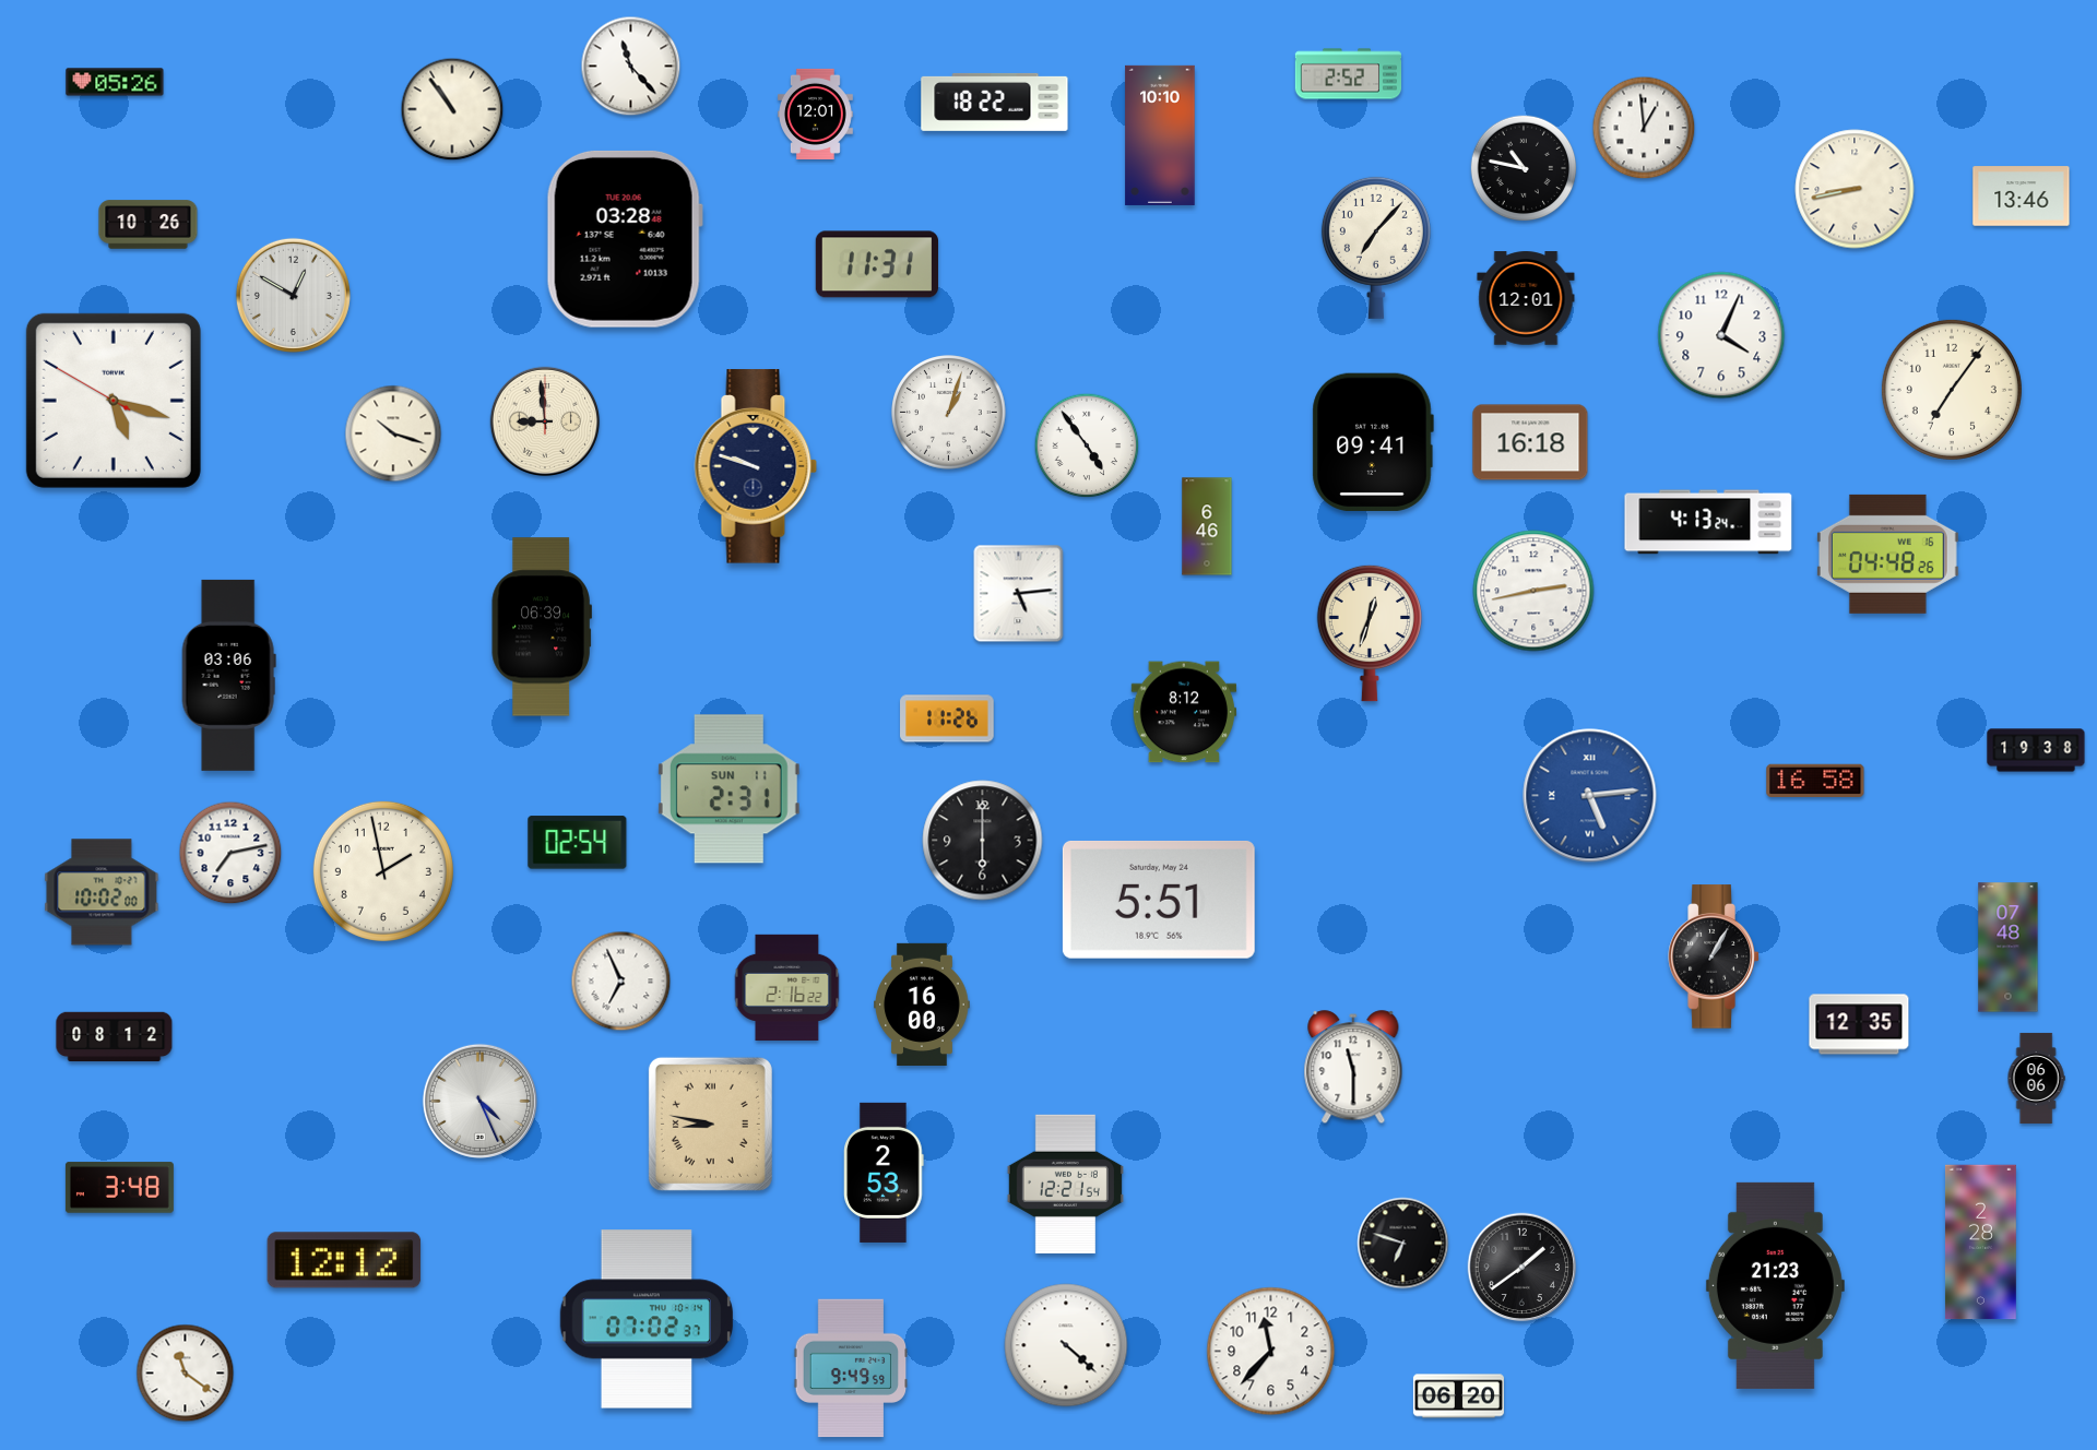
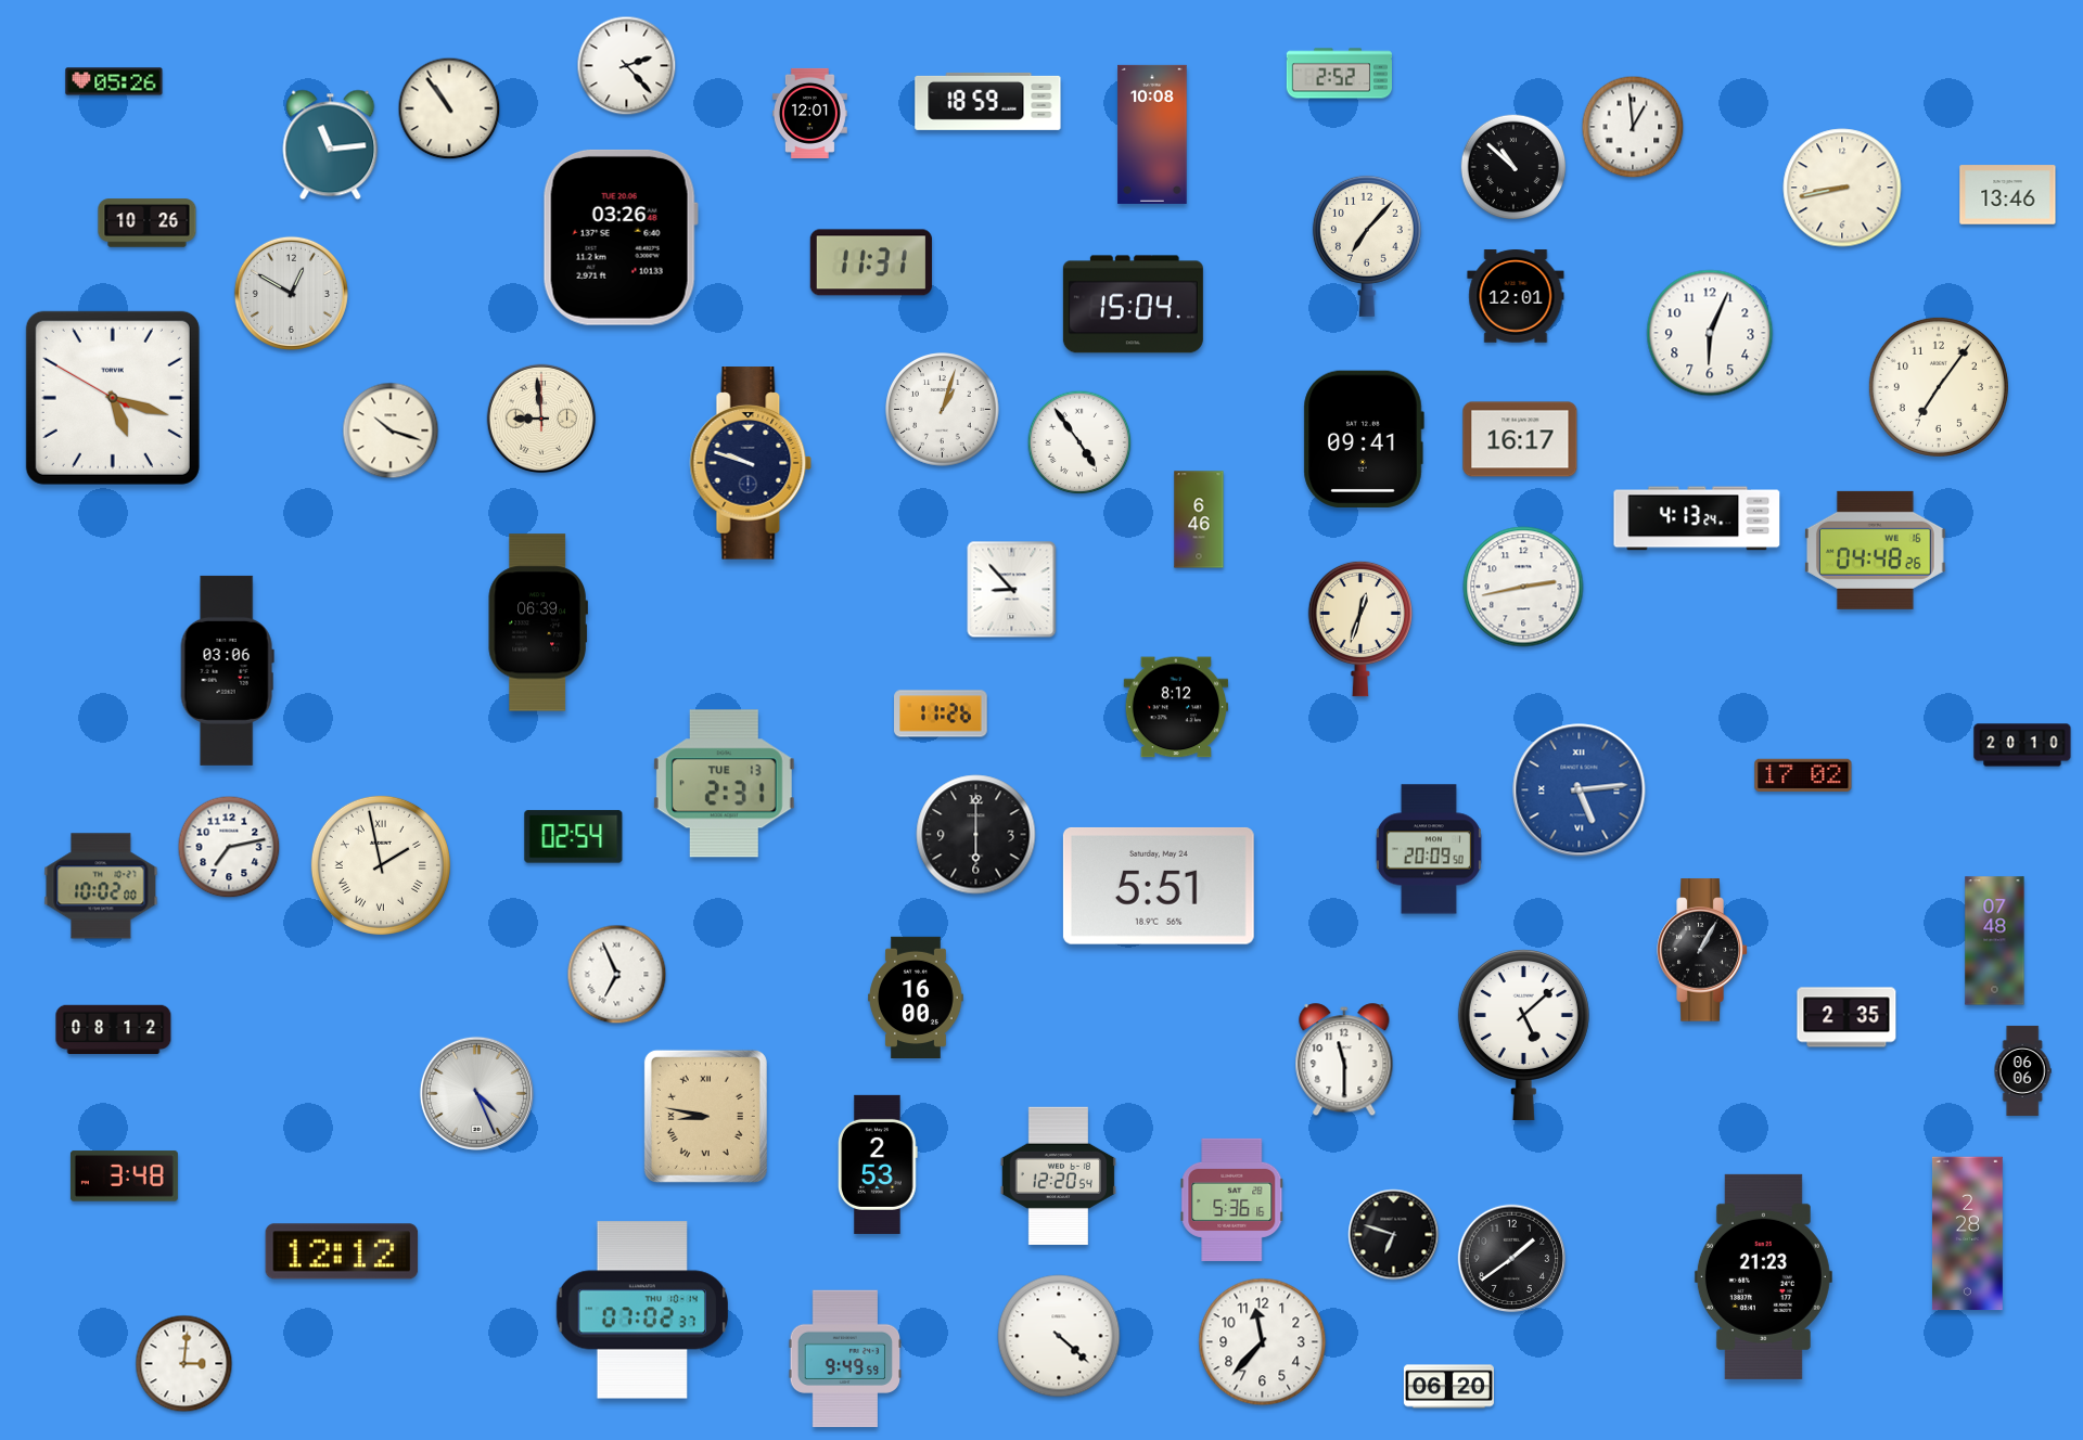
clock at (631, 67): 11:23 -> 2:23
clock at (995, 102): 18:22 -> 18:59
clock at (1160, 135): 10:10 -> 10:08
clock at (331, 145): none -> 11:14
clock at (1524, 168): 10:47 -> 10:52
clock at (625, 239): 03:28 -> 03:26
clock at (1133, 305): none -> 15:04
clock at (1721, 335): 4:04 -> 6:04
clock at (1530, 442): 16:18 -> 16:17
clock at (1207, 526) position: (1207, 526) -> (1199, 519)
clock at (1019, 594): 5:14 -> 8:53
clock at (2036, 750): 19:38 -> 20:10
clock at (1815, 780): 16:58 -> 17:02
clock at (728, 789) date: SUN 11 -> TUE 13
clock at (1429, 849): none -> 20:09
clock at (383, 871) numerals: Arabic -> Roman
clock at (1159, 900) position: (1159, 900) -> (1159, 886)
clock at (787, 987): 2:16 -> none
clock at (1859, 1024): 12:35 -> 2:35
clock at (1523, 1034): none -> 5:08
clock at (1065, 1184): 12:21 -> 12:20
clock at (119, 1188) position: (119, 1188) -> (124, 1177)
clock at (1232, 1199): none -> 5:36
clock at (186, 1374): 11:21 -> 3:01
